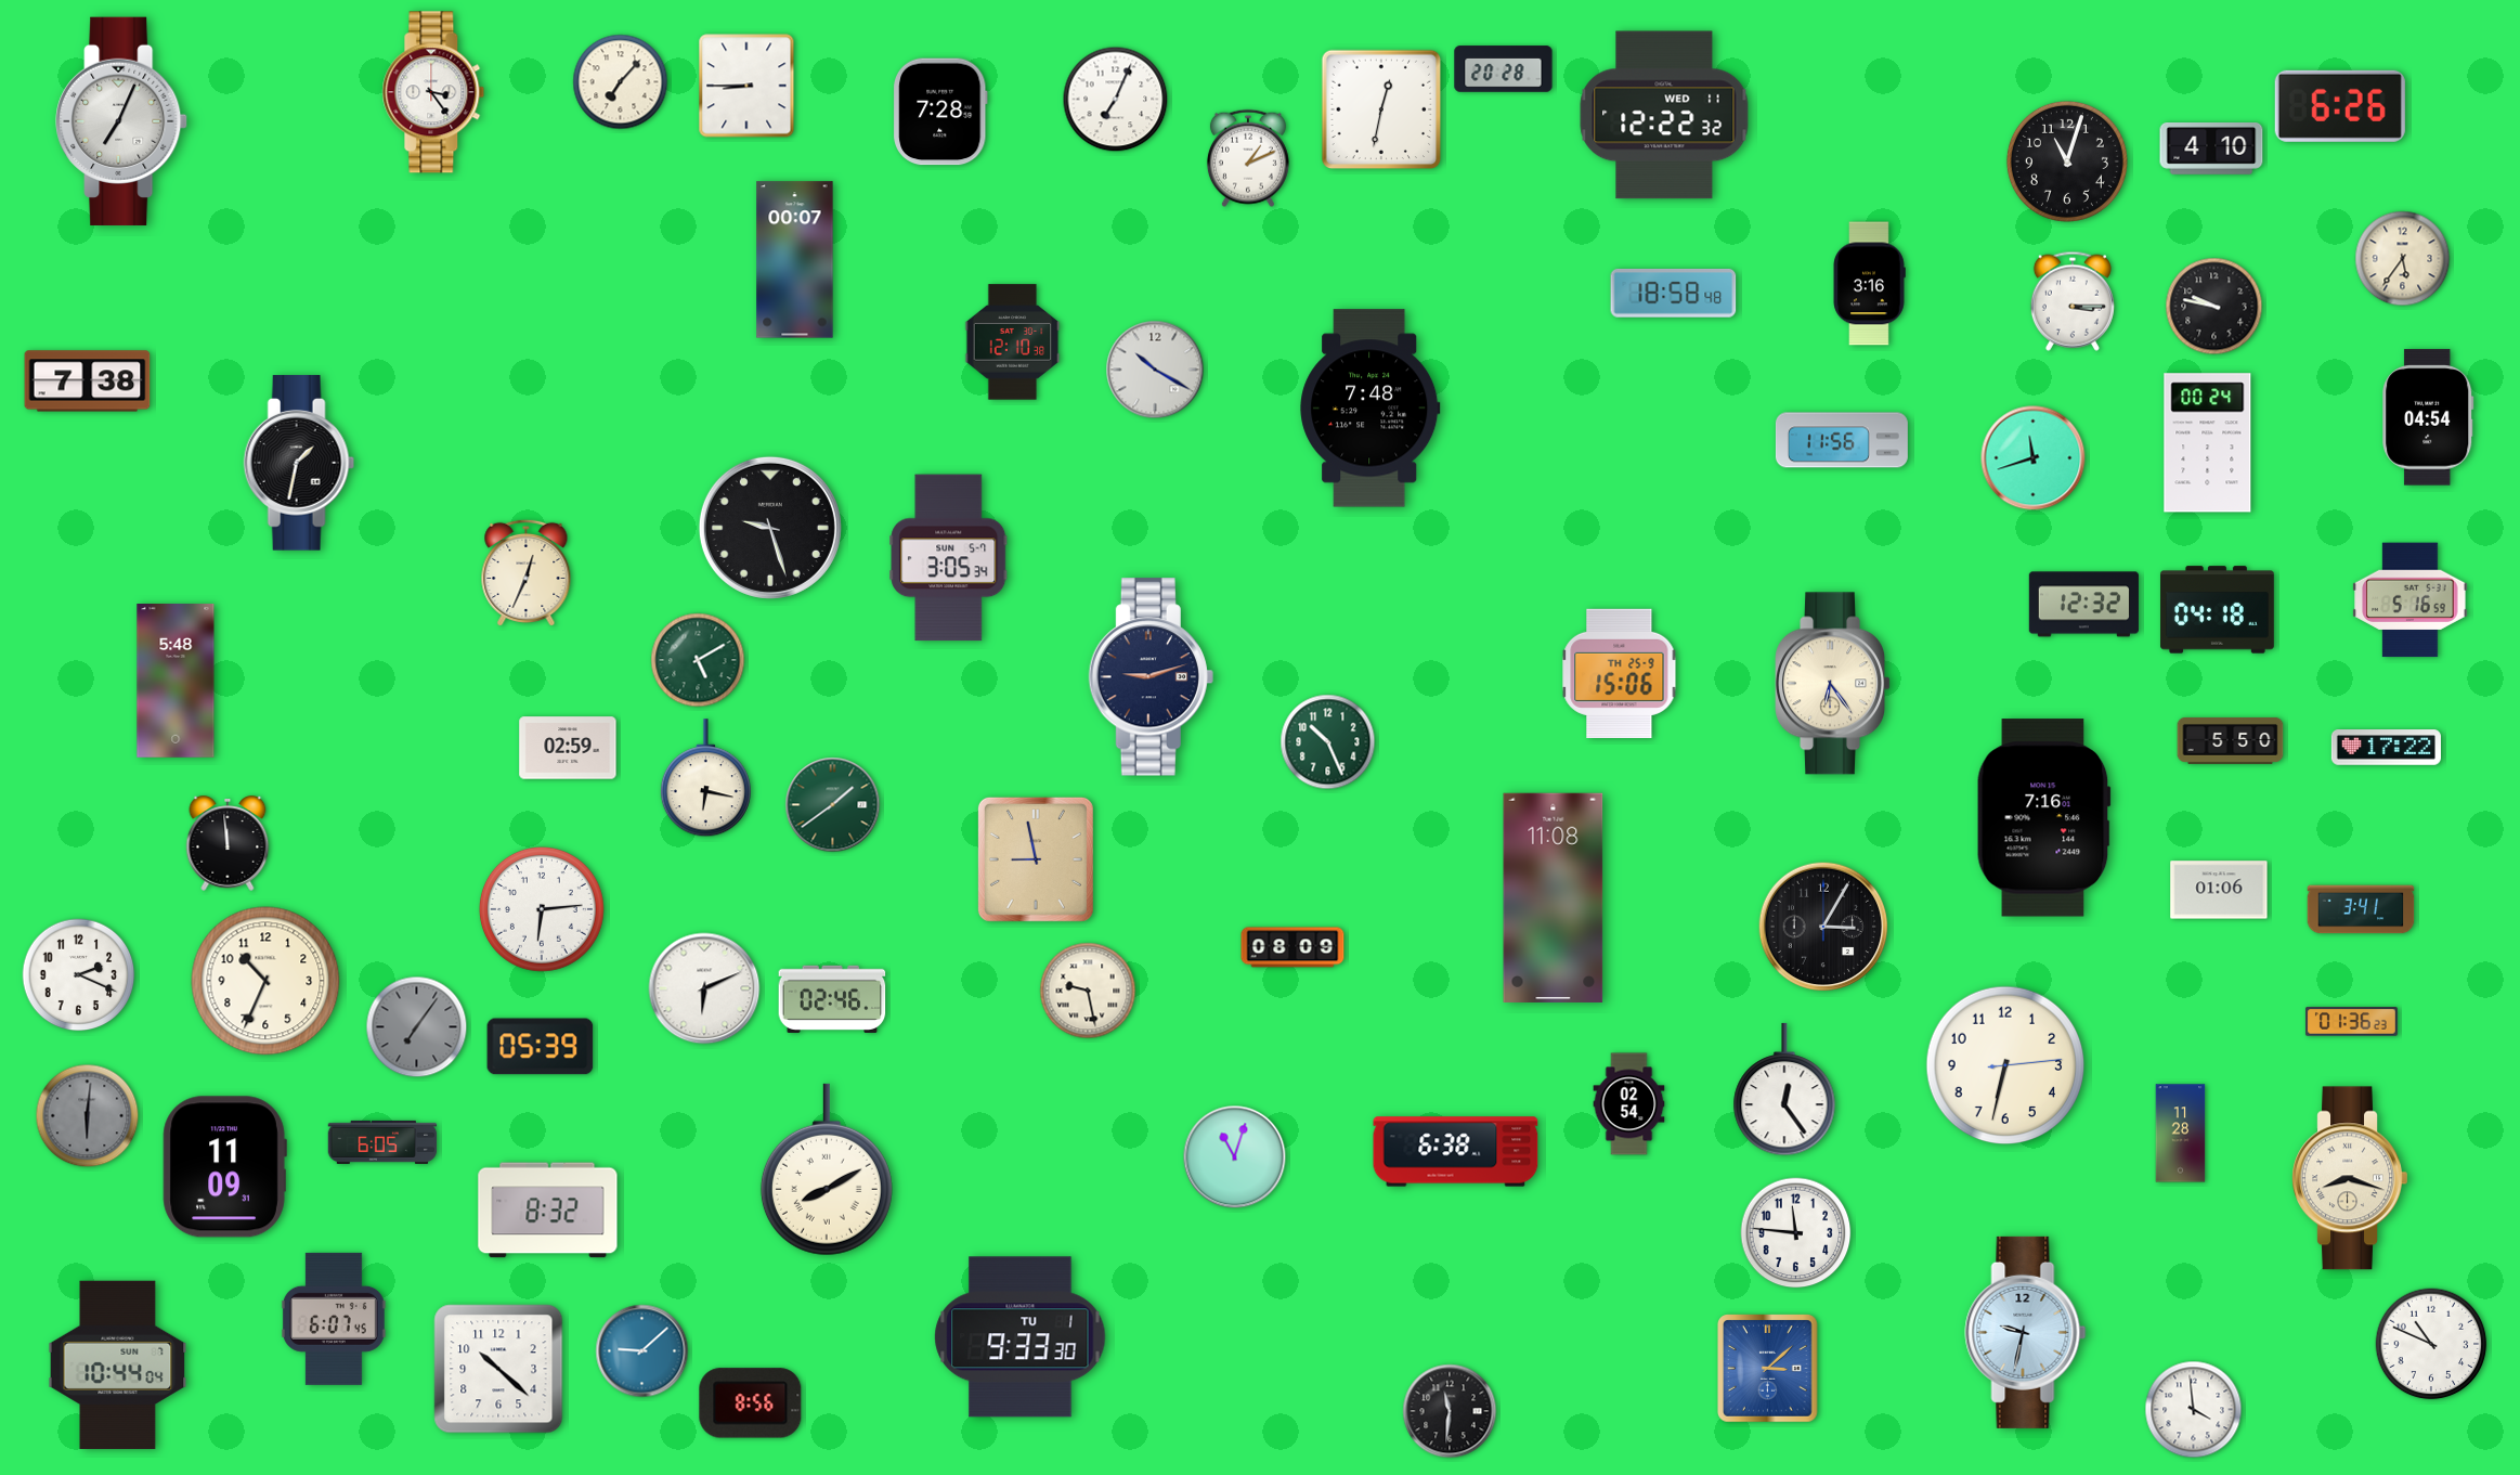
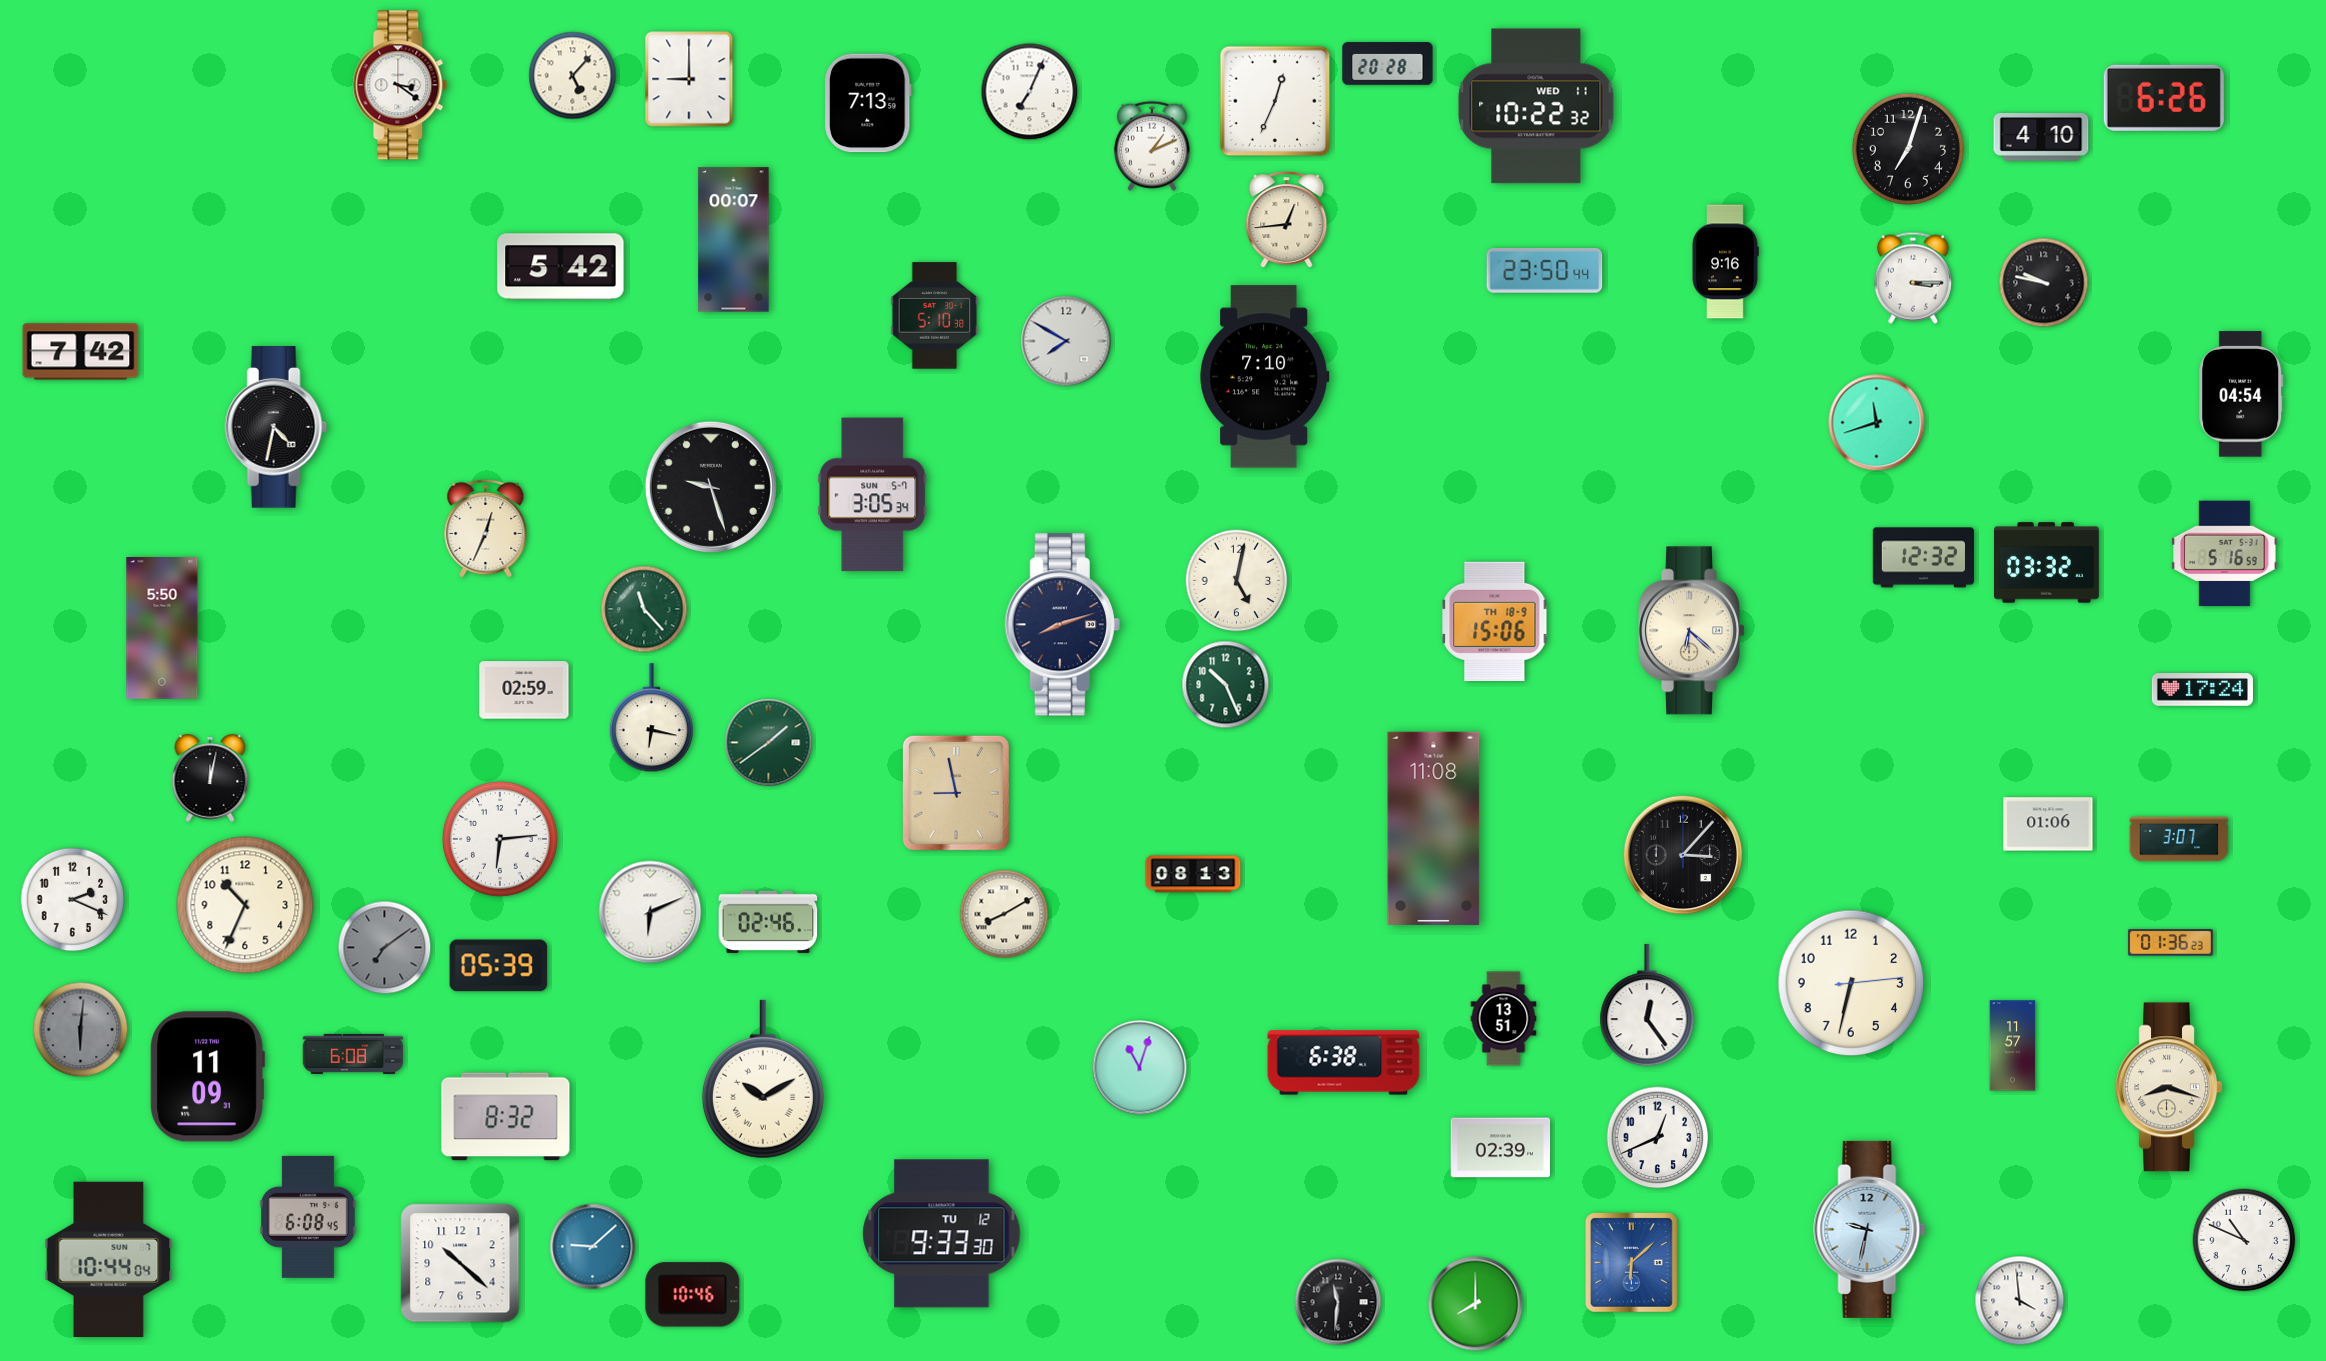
clock at (621, 82): 7:07 -> 5:07
clock at (746, 86): 8:45 -> 9:00
clock at (433, 92): 3:24 -> 3:21
clock at (2340, 106) position: (2340, 106) -> (2164, 98)
clock at (1381, 109): 12:32 -> 12:34
clock at (940, 112): 7:28 -> 7:13
clock at (1664, 115): 12:22 -> 10:22
clock at (121, 121): 7:04 -> none
clock at (2067, 161): 11:03 -> 7:03
clock at (1287, 220): none -> 12:44
clock at (2403, 259): 5:36 -> none
clock at (1869, 284): 3:16 -> 9:16
clock at (561, 267): none -> 5:42
clock at (1674, 293): 18:58 -> 23:50
clock at (1013, 342): 12:10 -> 5:10
clock at (1155, 370): 10:20 -> 7:50
clock at (88, 381): 7:38 -> 7:42
clock at (1371, 409): 7:48 -> 7:10
clock at (2428, 417) position: (2428, 417) -> (2241, 394)
clock at (1842, 440): 11:56 -> none
clock at (2208, 443): 00:24 -> none
clock at (299, 463): 1:32 -> 4:32
clock at (949, 558) position: (949, 558) -> (873, 495)
clock at (2218, 610): 04:18 -> 03:32
clock at (1237, 581): none -> 5:02
clock at (698, 660): 5:10 -> 11:23
clock at (1620, 673) date: TH 25-9 -> TH 18-9
clock at (1151, 677): 9:12 -> 8:12
clock at (176, 682): 5:48 -> 5:50
clock at (1833, 684): 6:24 -> 6:22
clock at (2231, 741): 5:50 -> none
clock at (2386, 748): 17:22 -> 17:24
clock at (2043, 818): 7:16 -> none
clock at (228, 843): 11:59 -> 12:02
clock at (2219, 890) position: (2219, 890) -> (2048, 824)
clock at (2361, 909): 3:41 -> 3:07
clock at (1823, 927): 3:05 -> 3:07
clock at (1293, 947): 08:09 -> 08:13
clock at (1088, 991): 9:28 -> 8:10
clock at (417, 1027): 7:06 -> 7:09
clock at (1629, 1104): 02:54 -> 13:51
clock at (2181, 1134): 11:28 -> 11:57
clock at (382, 1142): 6:05 -> 6:08
clock at (827, 1169): 8:10 -> 10:10
clock at (1796, 1233): 11:46 -> 12:41
clock at (1501, 1148): none -> 02:39
clock at (334, 1319): 6:07 -> 6:08
clock at (1021, 1337) date: TU 1 -> TU 12
clock at (1768, 1369): 3:08 -> 6:08
clock at (751, 1403): 8:56 -> 10:46
clock at (2194, 1410) position: (2194, 1410) -> (2020, 1301)
clock at (1476, 1304): none -> 8:00
